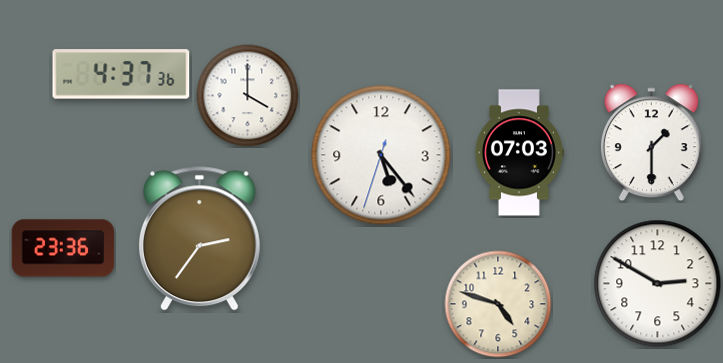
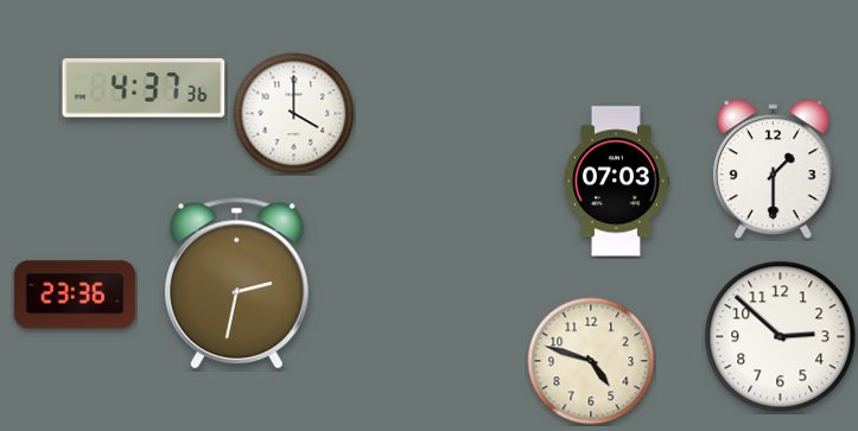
clock at (381, 155): 5:23 -> none
clock at (199, 239): 2:36 -> 2:32
clock at (658, 284): 2:50 -> 2:52
